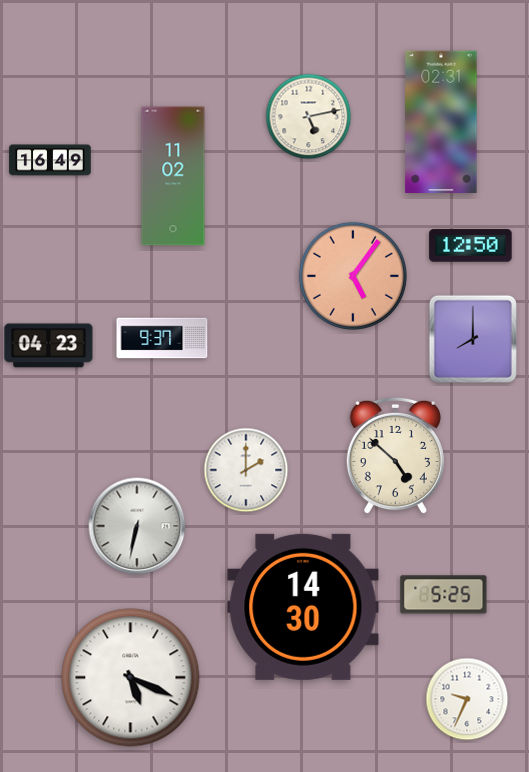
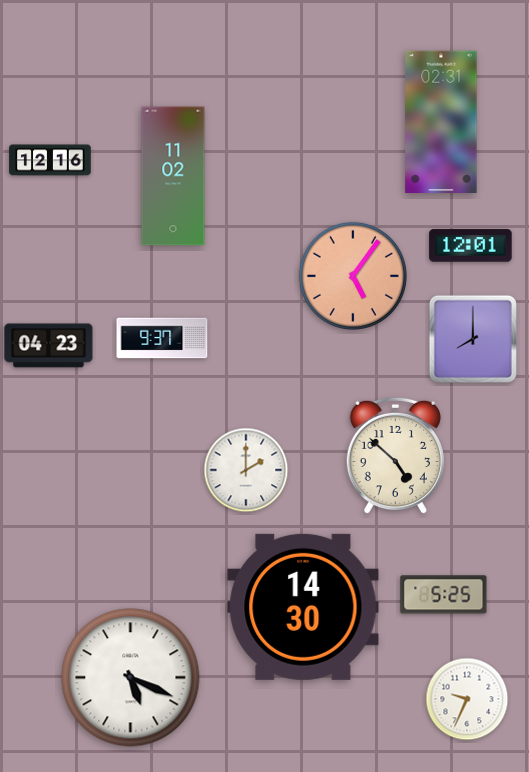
clock at (309, 117): 5:13 -> none
clock at (50, 160): 16:49 -> 12:16
clock at (471, 246): 12:50 -> 12:01
clock at (137, 526): 6:32 -> none
